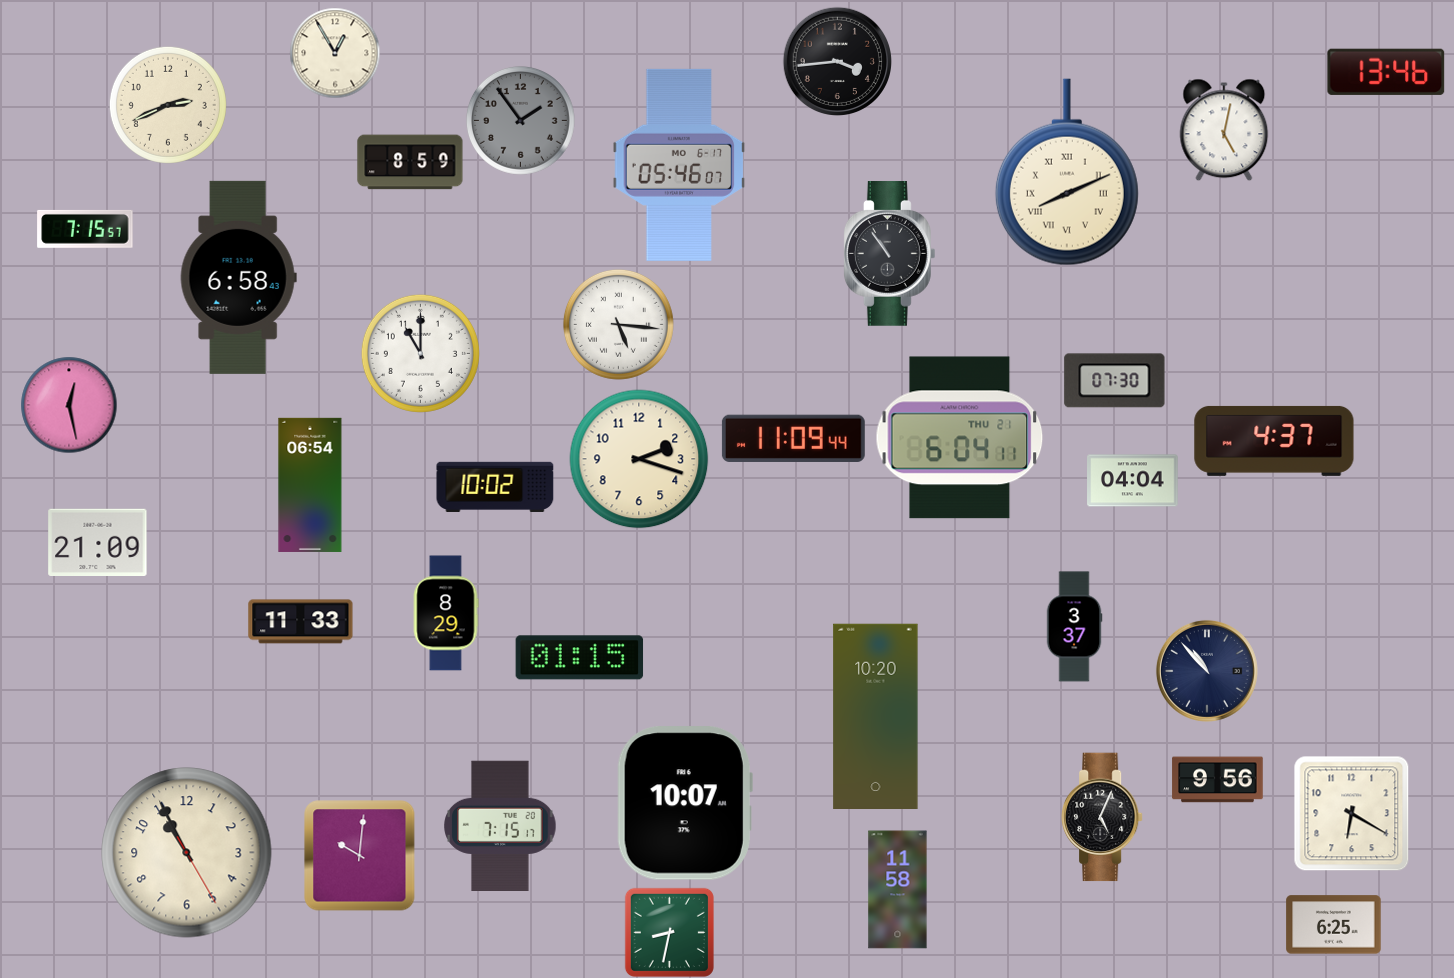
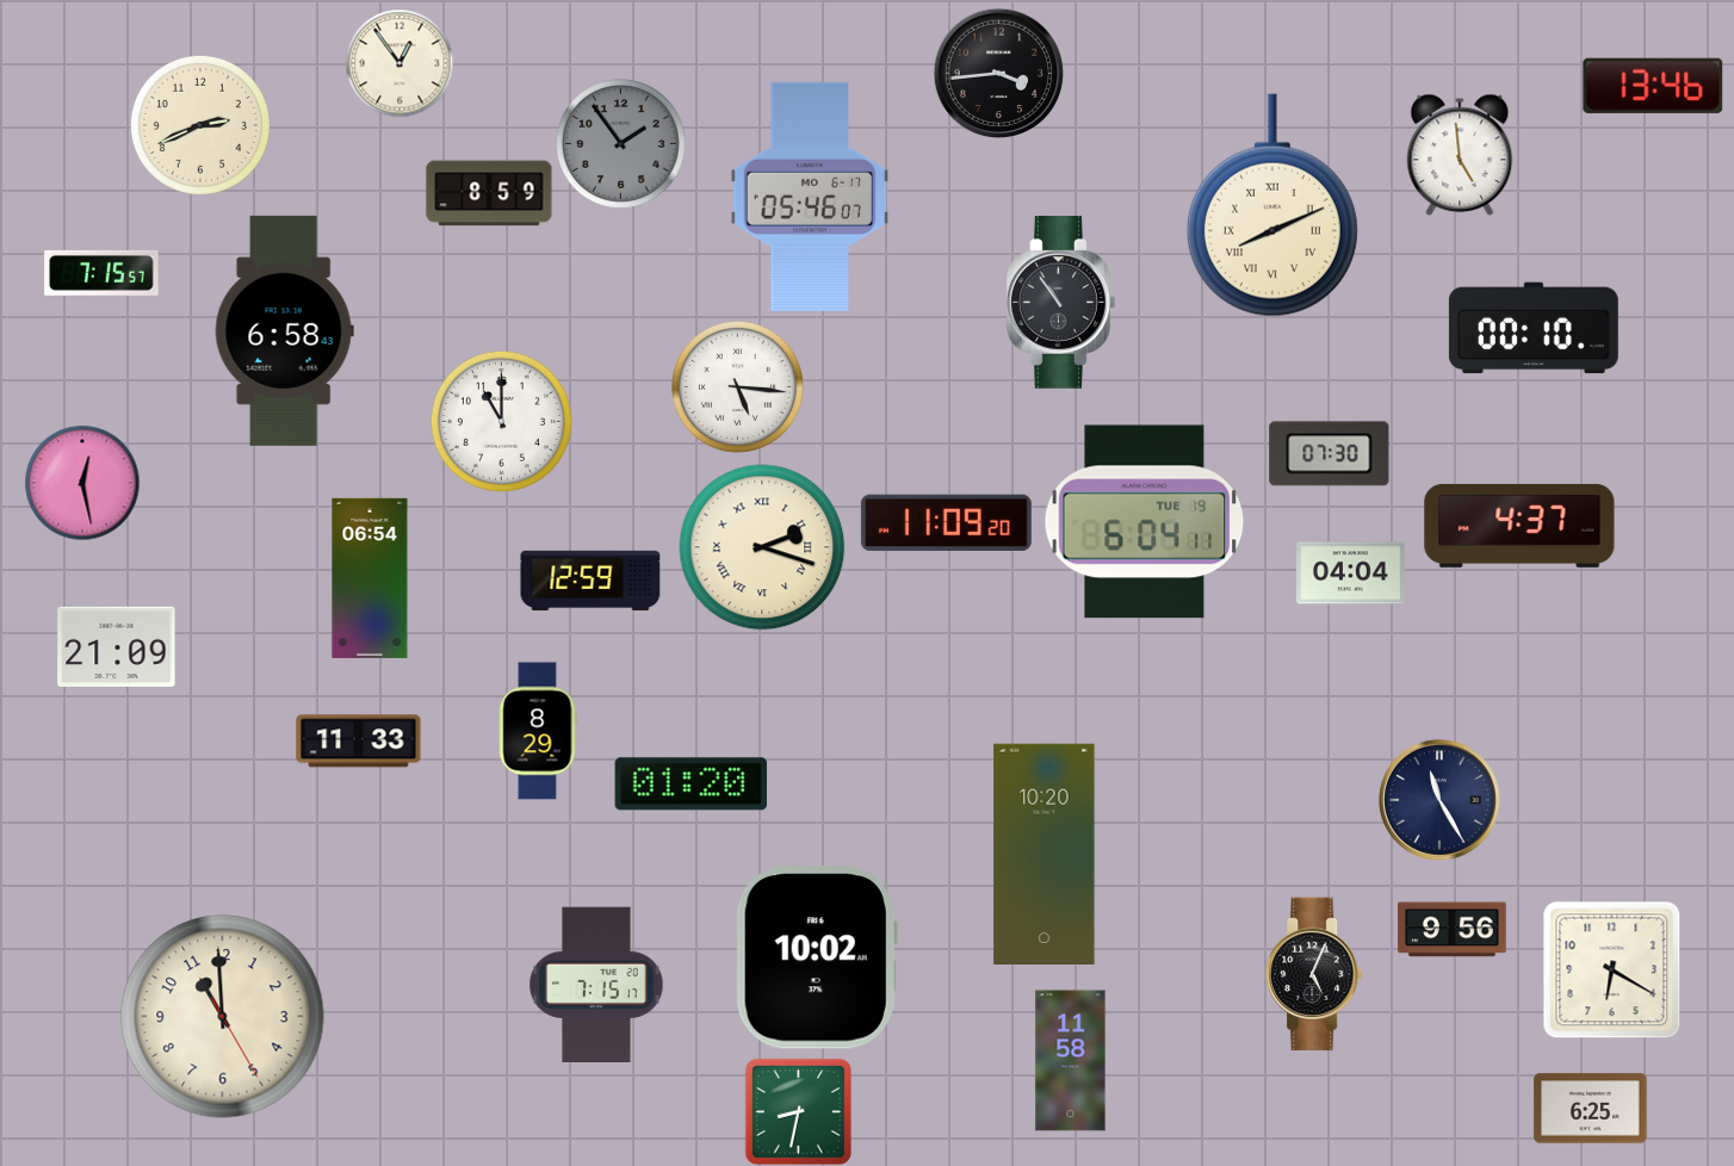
clock at (335, 53): 12:55 -> 12:54
clock at (1224, 130): 5:02 -> 4:59
clock at (1534, 328): none -> 00:10
clock at (793, 438): 11:09:44 -> 11:09:20
clock at (960, 438) date: THU 21 -> TUE 19
clock at (639, 459) numerals: Arabic -> Roman
clock at (495, 487): 10:02 -> 12:59
clock at (446, 613) position: (446, 613) -> (538, 731)
clock at (1074, 627): 3:37 -> none
clock at (580, 658): 01:15 -> 01:20
clock at (1207, 671): 10:53 -> 11:25
clock at (685, 803): 10:07 -> 10:02
clock at (187, 853): 10:55 -> 10:59
clock at (360, 856): 10:01 -> none
clock at (1334, 925) position: (1334, 925) -> (1591, 1109)
